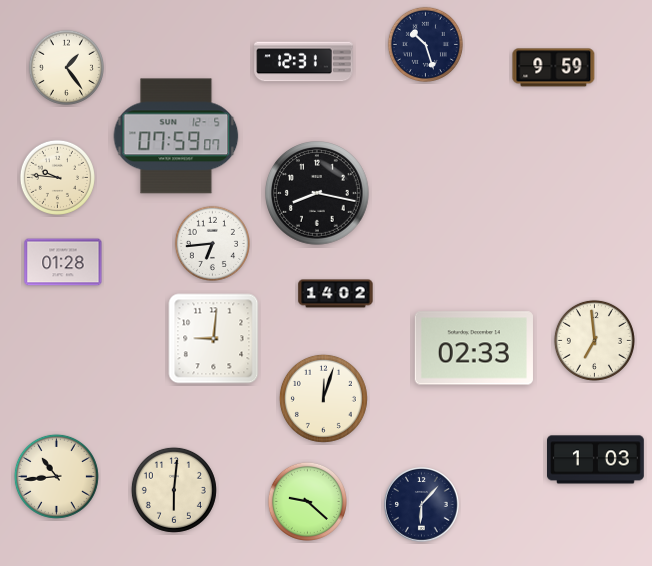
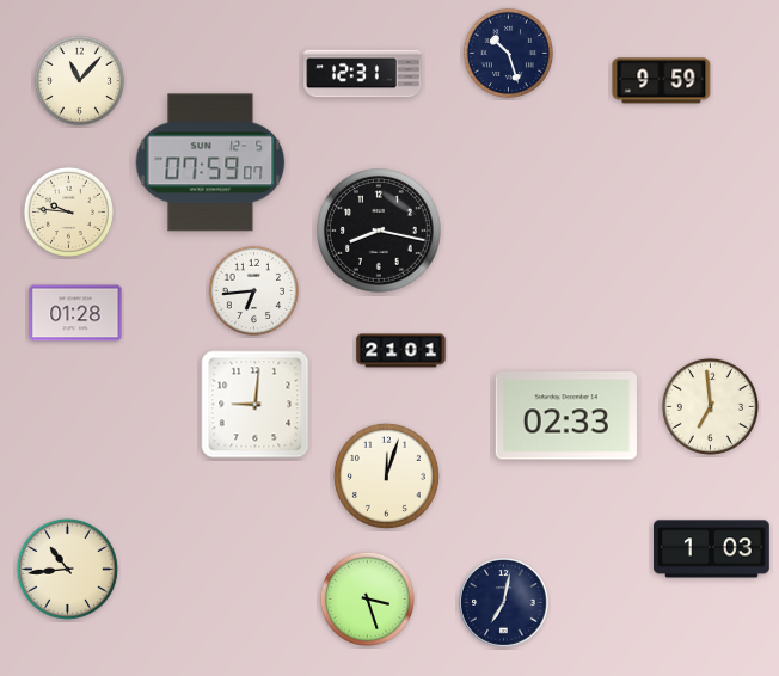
clock at (66, 67): 1:24 -> 11:07
clock at (336, 294): 14:02 -> 21:01
clock at (174, 490): 6:01 -> none
clock at (307, 501): 9:22 -> 3:27
clock at (422, 505): 6:07 -> 7:02
